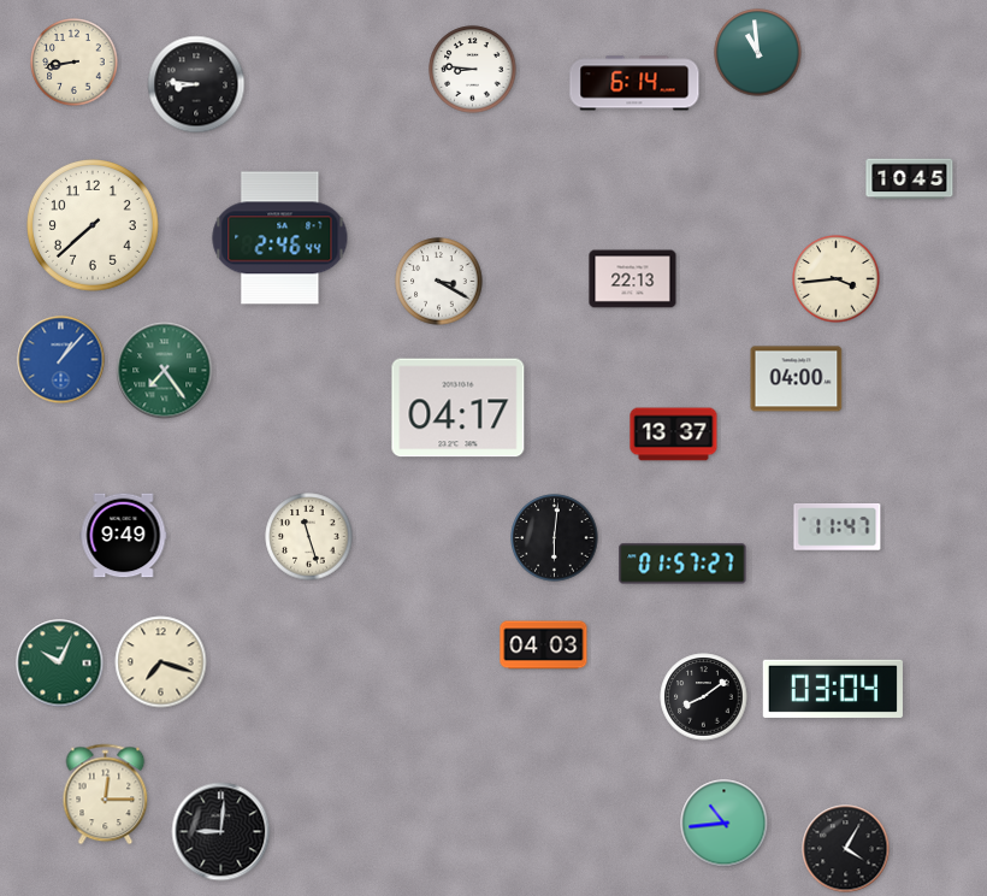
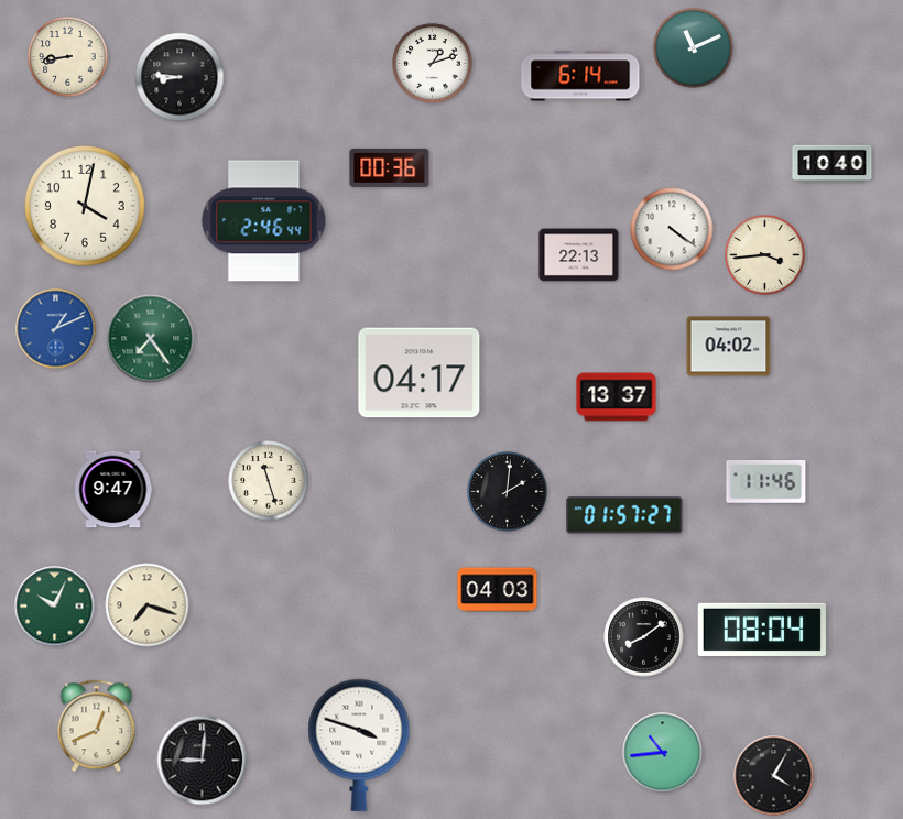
clock at (758, 53): 10:59 -> 11:11
clock at (473, 70): 8:46 -> 1:12
clock at (910, 179): 10:45 -> 10:40
clock at (390, 167): none -> 00:36
clock at (94, 226): 7:38 -> 4:02
clock at (280, 238) position: (280, 238) -> (264, 221)
clock at (672, 229): none -> 4:21
clock at (439, 282): 3:20 -> none
clock at (61, 360): 1:07 -> 1:11
clock at (797, 379): 04:00 -> 04:02
clock at (838, 527): 11:47 -> 11:46
clock at (124, 536): 9:49 -> 9:47
clock at (309, 537) position: (309, 537) -> (269, 481)
clock at (555, 538): 6:01 -> 2:01
clock at (833, 689): 03:04 -> 08:04
clock at (106, 795): 12:15 -> 12:41
clock at (359, 745): none -> 3:48
